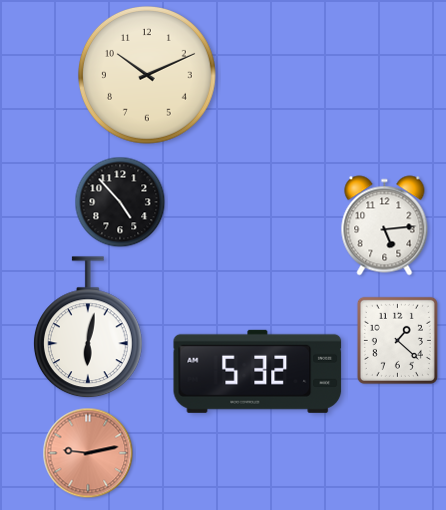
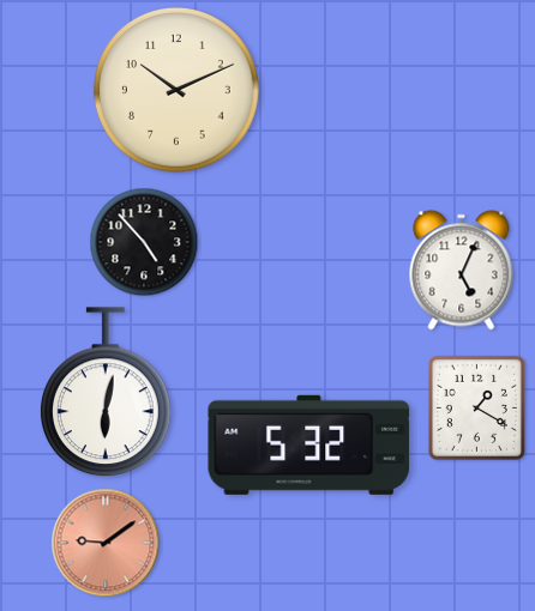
clock at (385, 226): 5:14 -> 5:04
clock at (397, 340): 1:22 -> 1:20
clock at (88, 453): 9:13 -> 9:09
